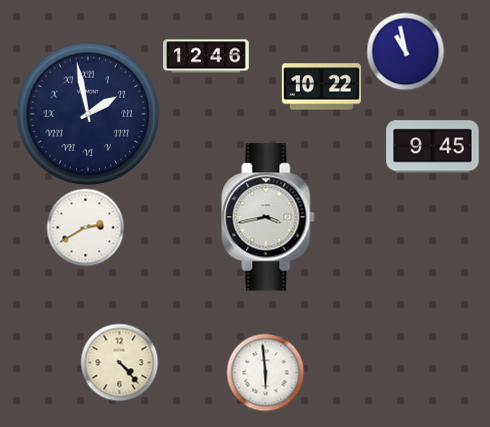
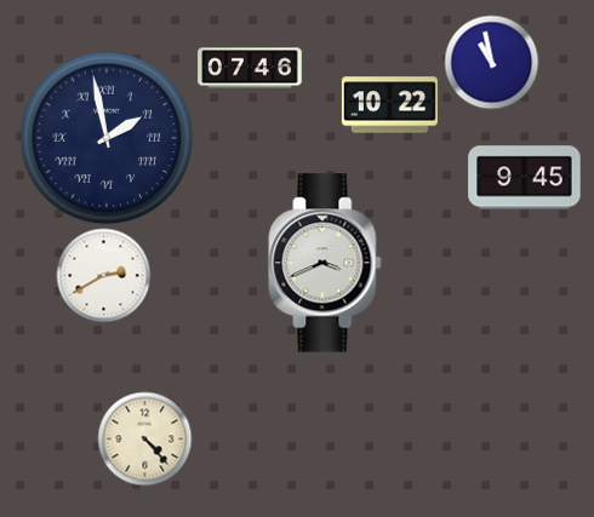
clock at (206, 56): 12:46 -> 07:46
clock at (268, 217): 3:43 -> 3:41
clock at (265, 372): 5:59 -> none
